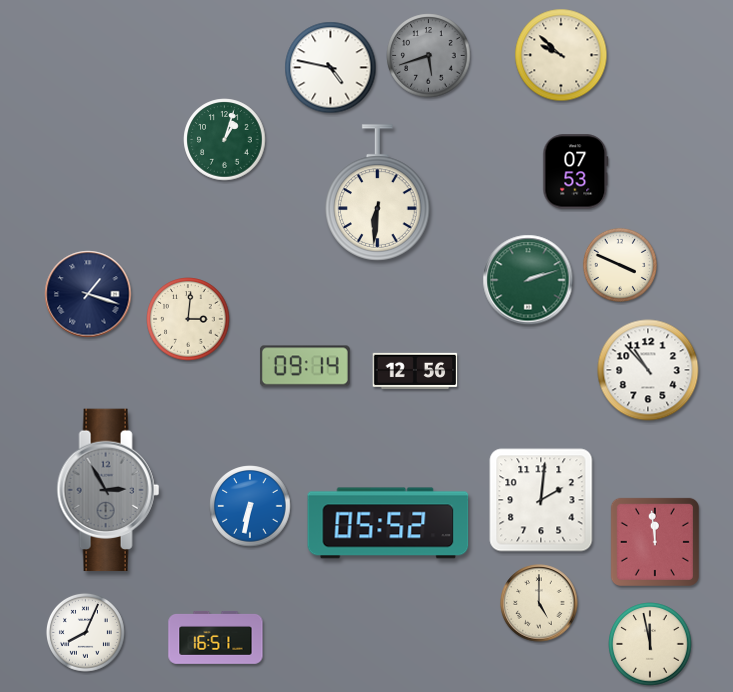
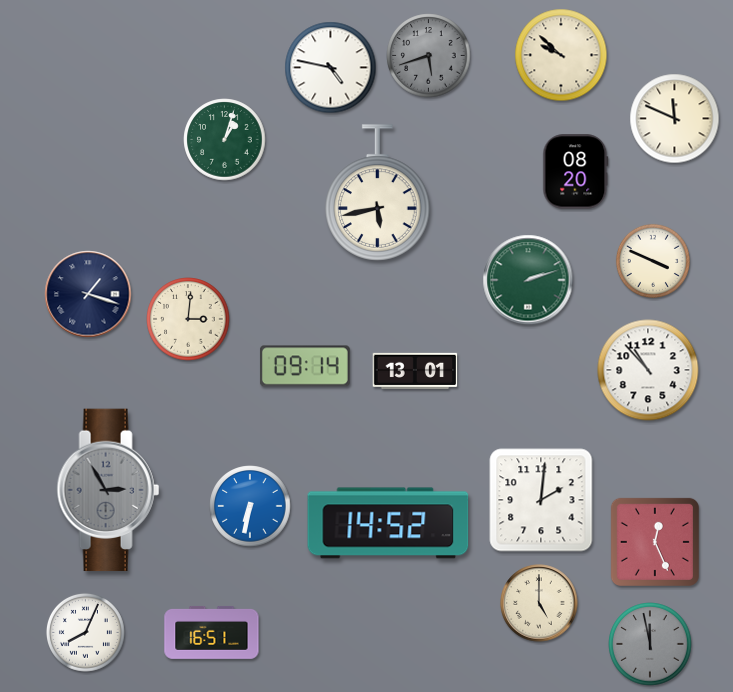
clock at (675, 119): none -> 11:49
clock at (576, 172): 07:53 -> 08:20
clock at (378, 193): 6:31 -> 5:43
clock at (620, 265) position: (620, 265) -> (653, 261)
clock at (415, 371): 12:56 -> 13:01
clock at (388, 523): 05:52 -> 14:52
clock at (655, 542): 11:59 -> 12:26
clock at (216, 637) position: (216, 637) -> (212, 632)
clock at (650, 644) dial: cream -> grey
